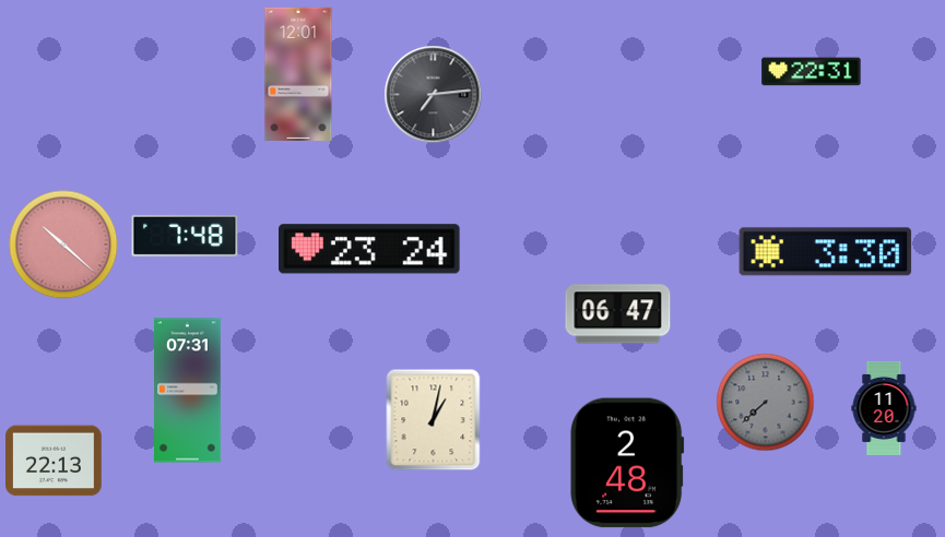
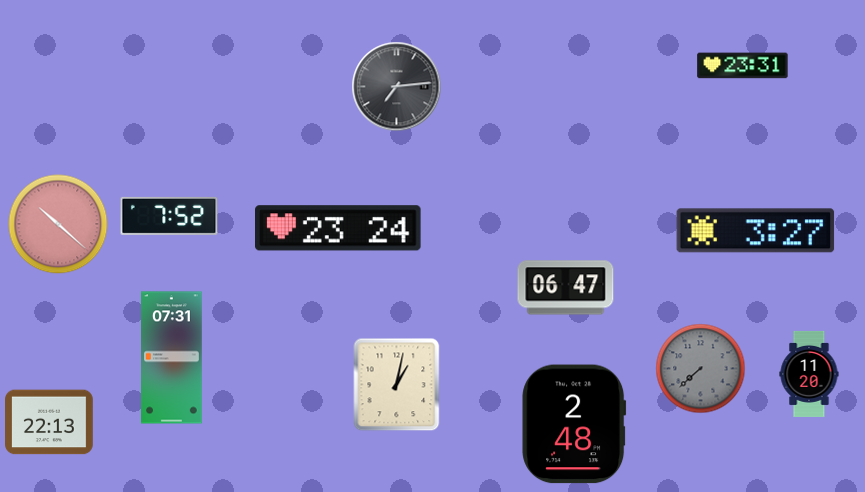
clock at (812, 72): 22:31 -> 23:31
clock at (298, 74): 12:01 -> none
clock at (185, 236): 7:48 -> 7:52
clock at (826, 252): 3:30 -> 3:27
